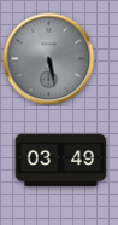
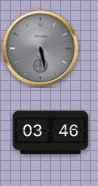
clock at (61, 161): 03:49 -> 03:46
